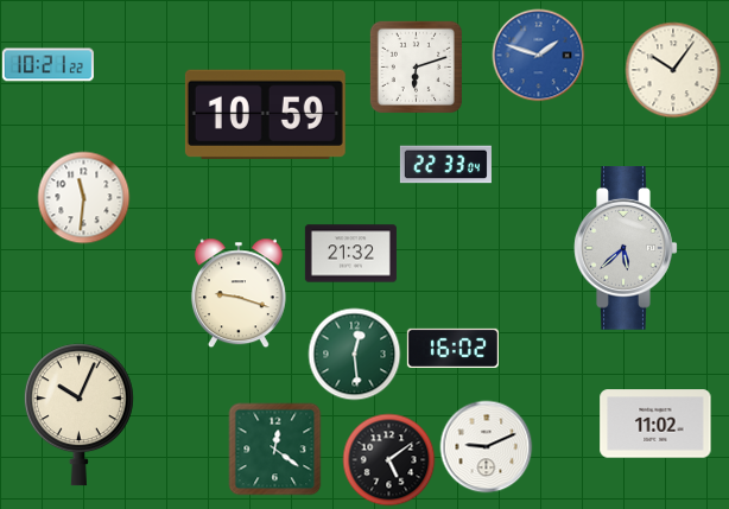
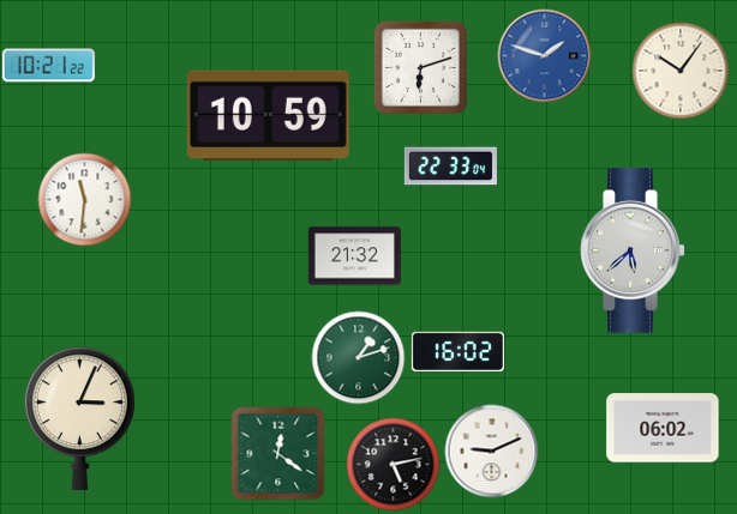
clock at (239, 293): 9:18 -> none
clock at (354, 354): 12:29 -> 1:12
clock at (78, 415): 10:04 -> 3:04
clock at (655, 424): 11:02 -> 06:02
clock at (388, 459): 5:09 -> 5:13
